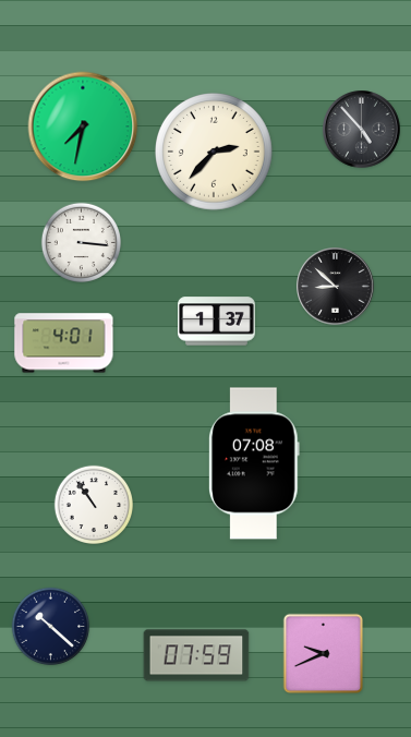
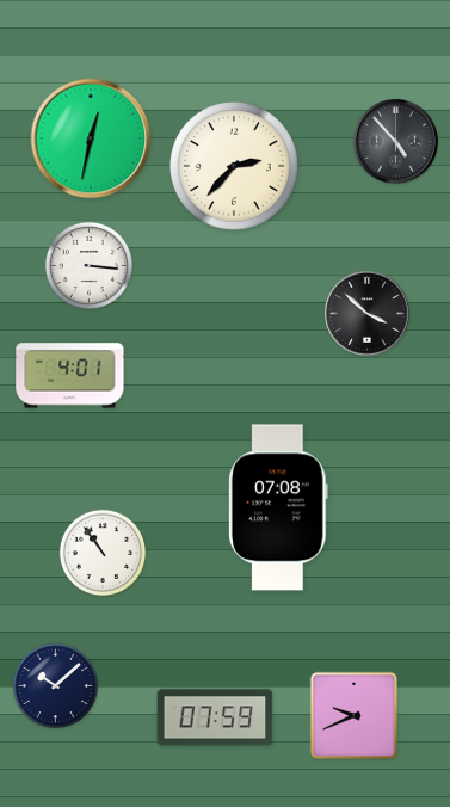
clock at (83, 126): 7:32 -> 12:32
clock at (336, 287): 8:52 -> 3:52
clock at (217, 322): 1:37 -> none
clock at (51, 627): 10:22 -> 10:08
